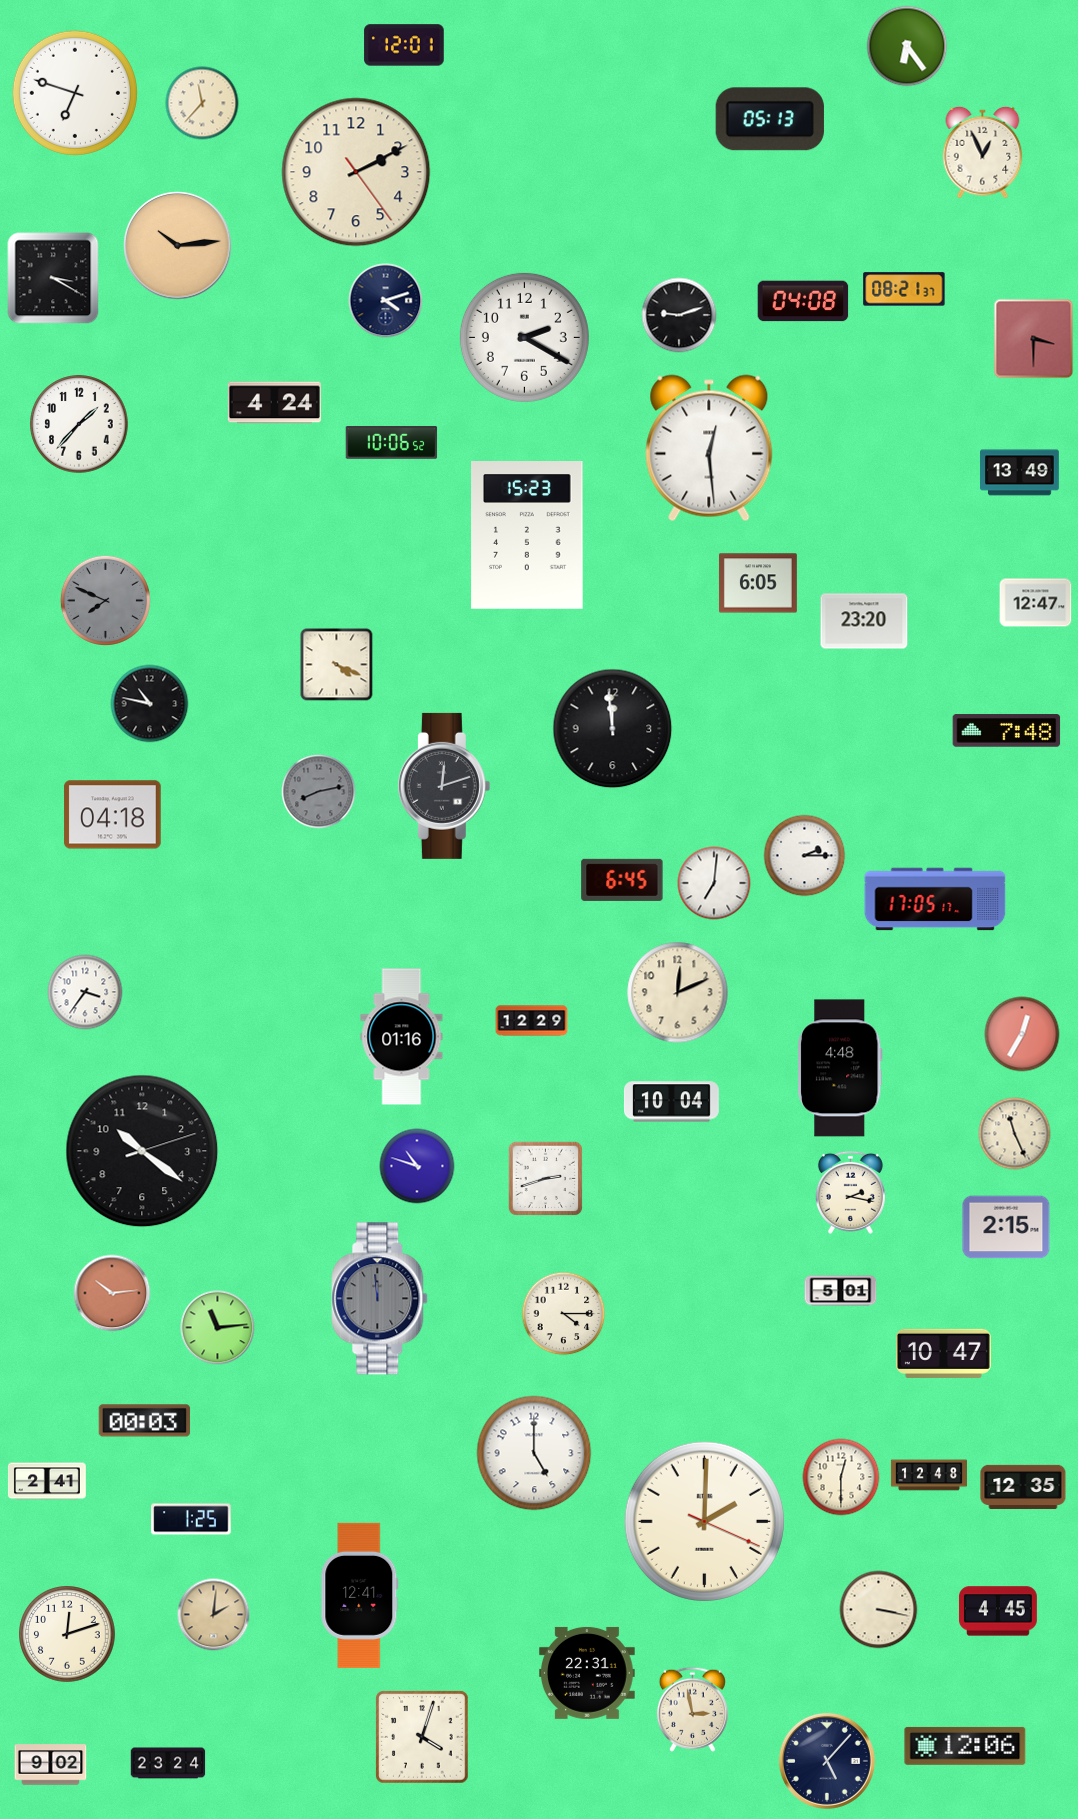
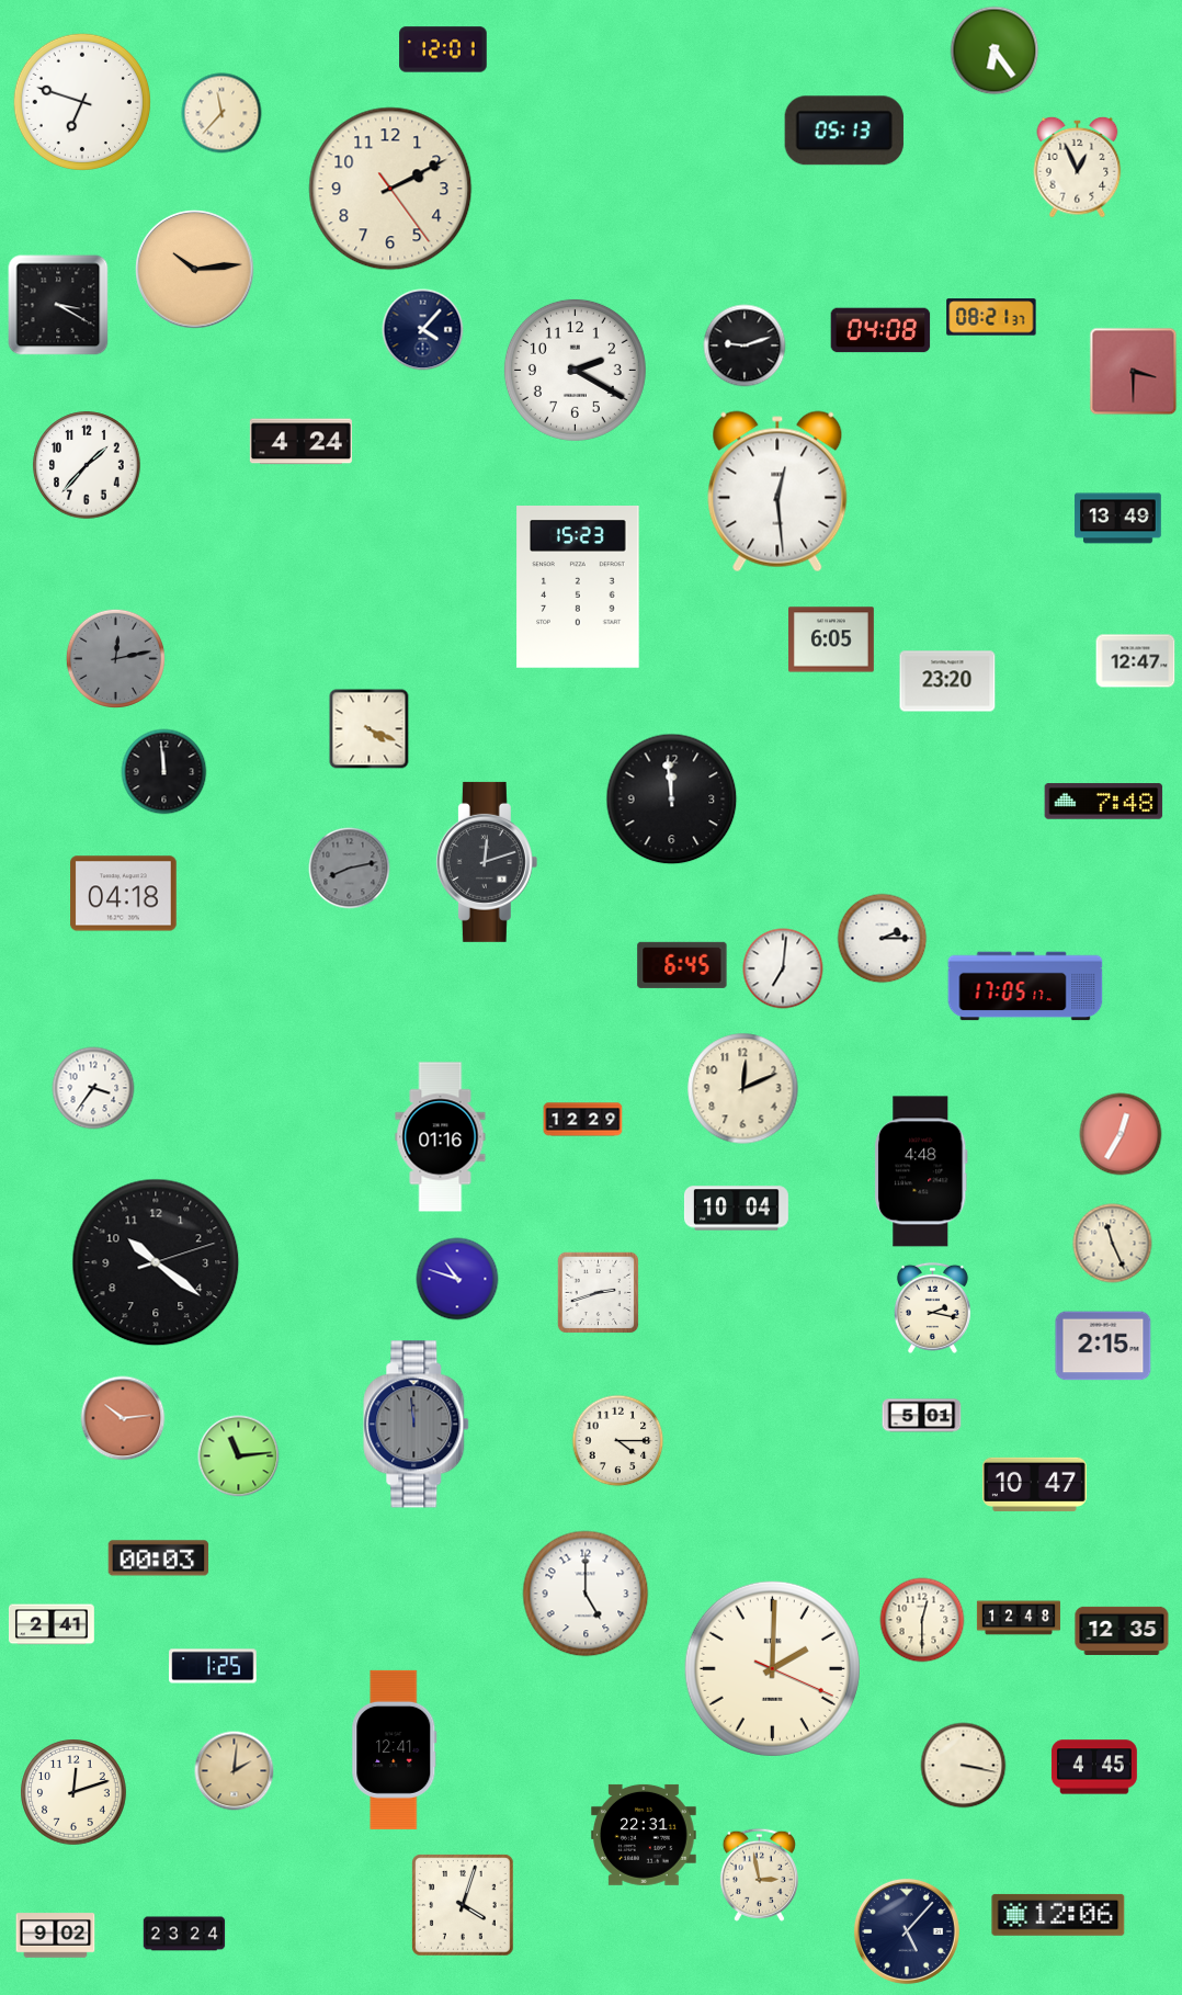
clock at (386, 301): 4:12 -> 4:07
clock at (392, 443): 10:06 -> none
clock at (105, 600): 7:49 -> 12:13
clock at (150, 704): 10:47 -> 11:59
clock at (191, 1519) position: (191, 1519) -> (213, 1666)
